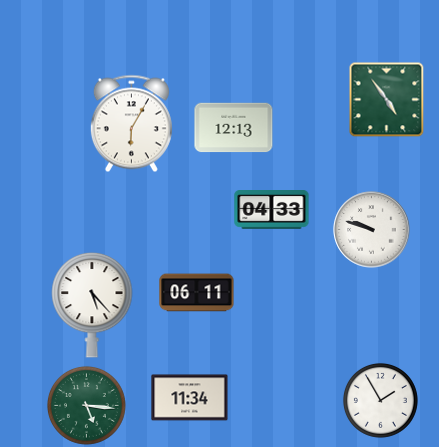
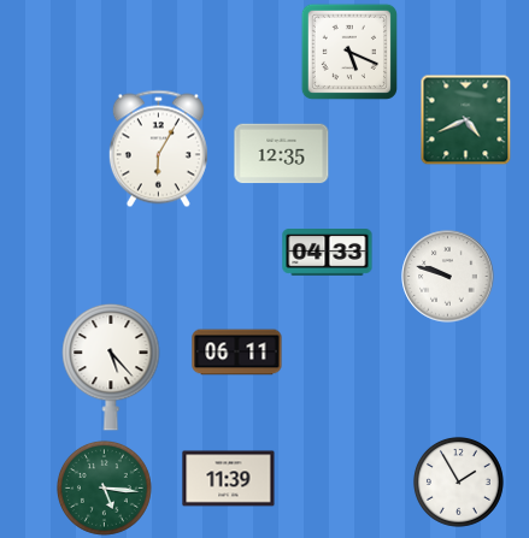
clock at (349, 52): none -> 5:19
clock at (387, 100): 4:54 -> 4:41
clock at (234, 128): 12:13 -> 12:35
clock at (190, 398): 11:34 -> 11:39
